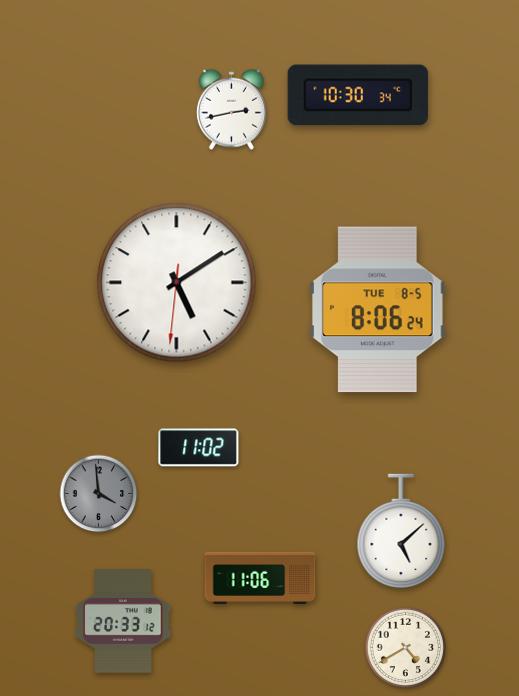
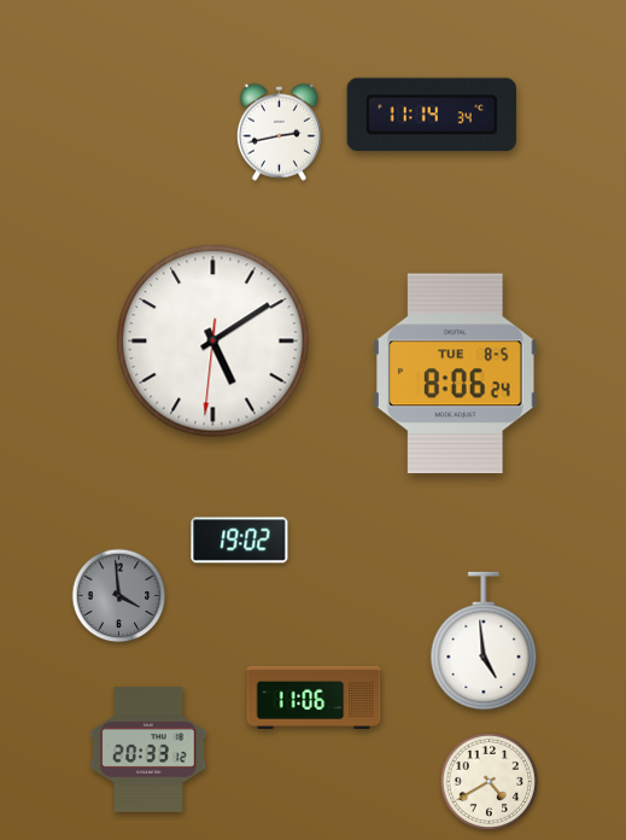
clock at (358, 95): 10:30 -> 11:14
clock at (199, 448): 11:02 -> 19:02
clock at (401, 531): 5:08 -> 4:59
